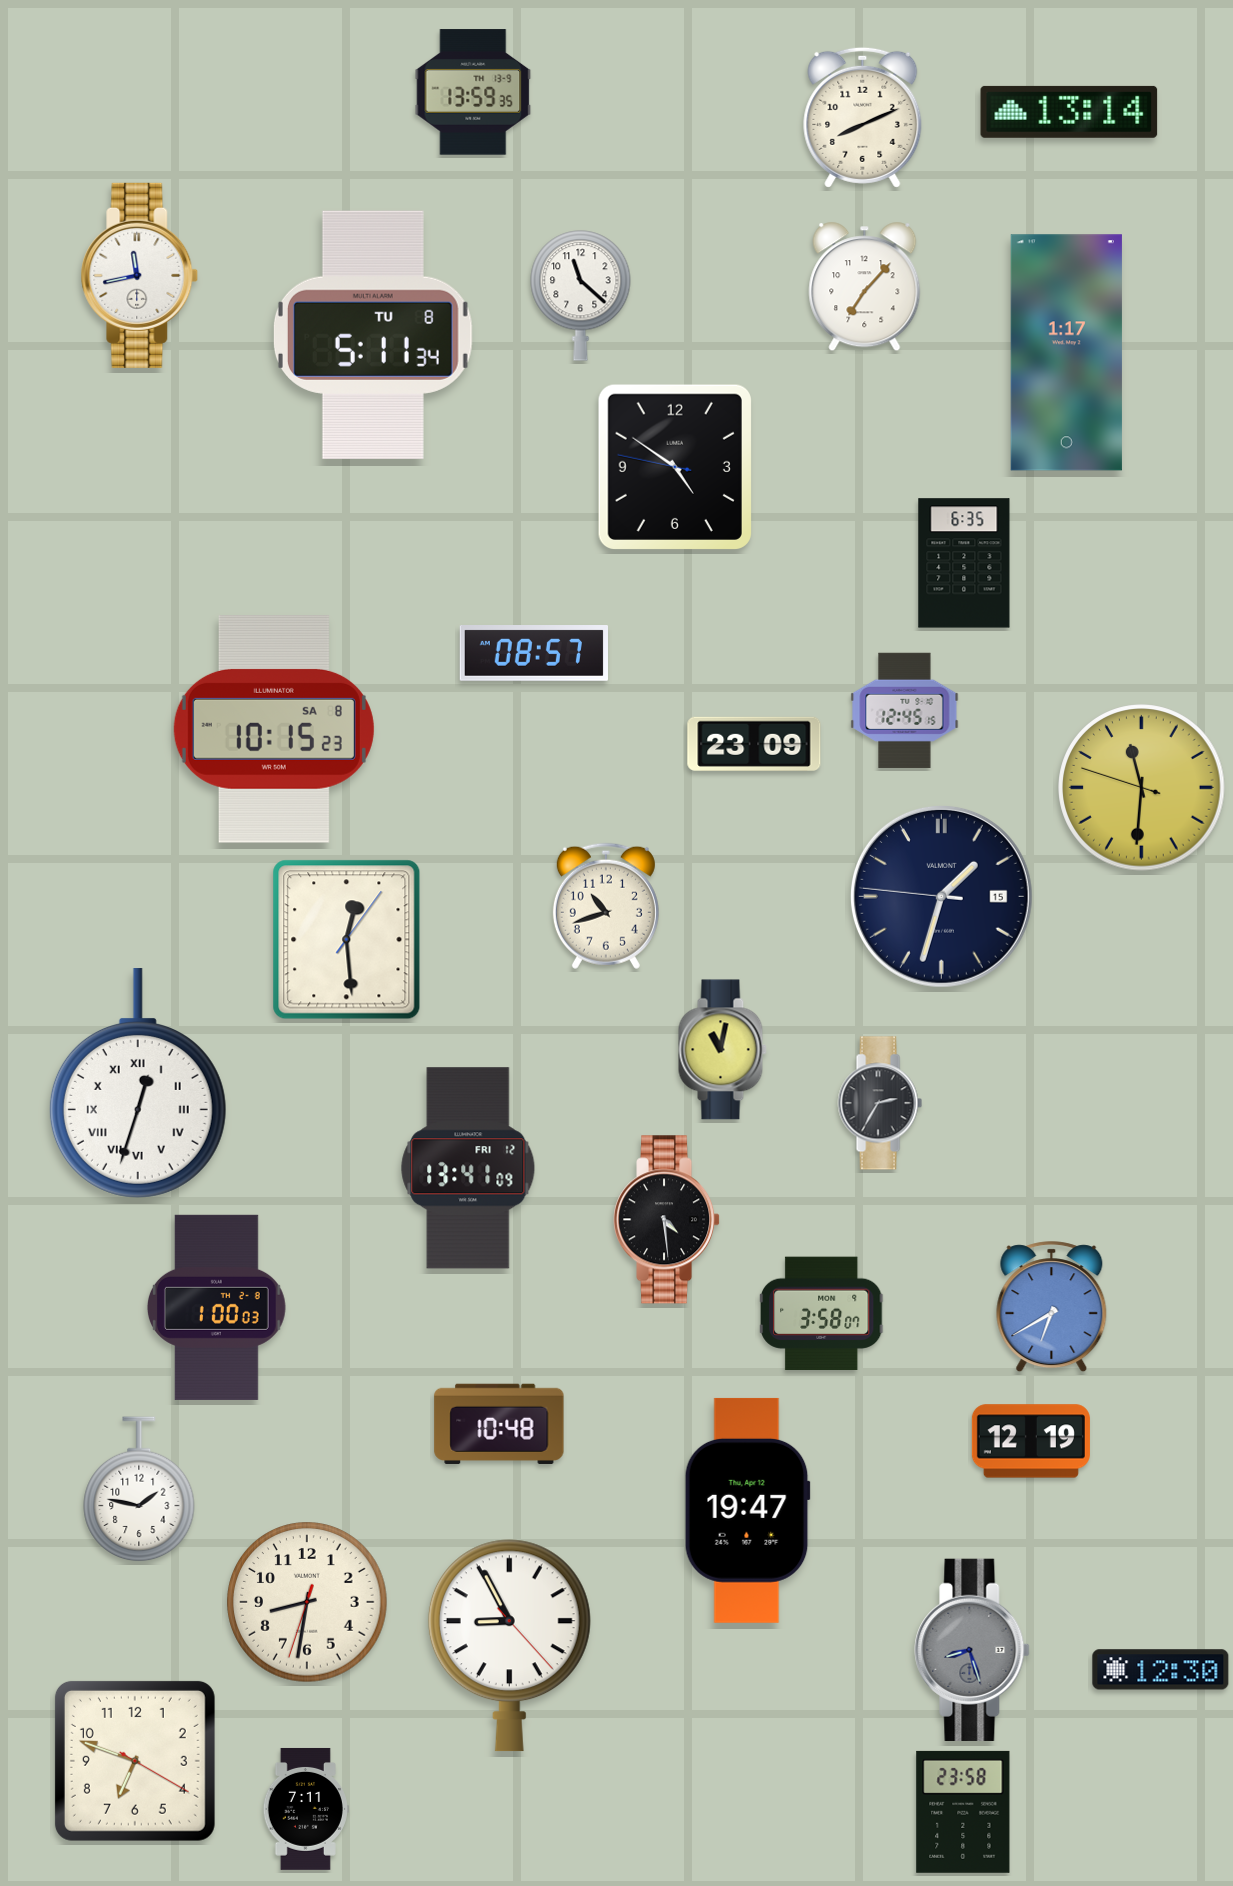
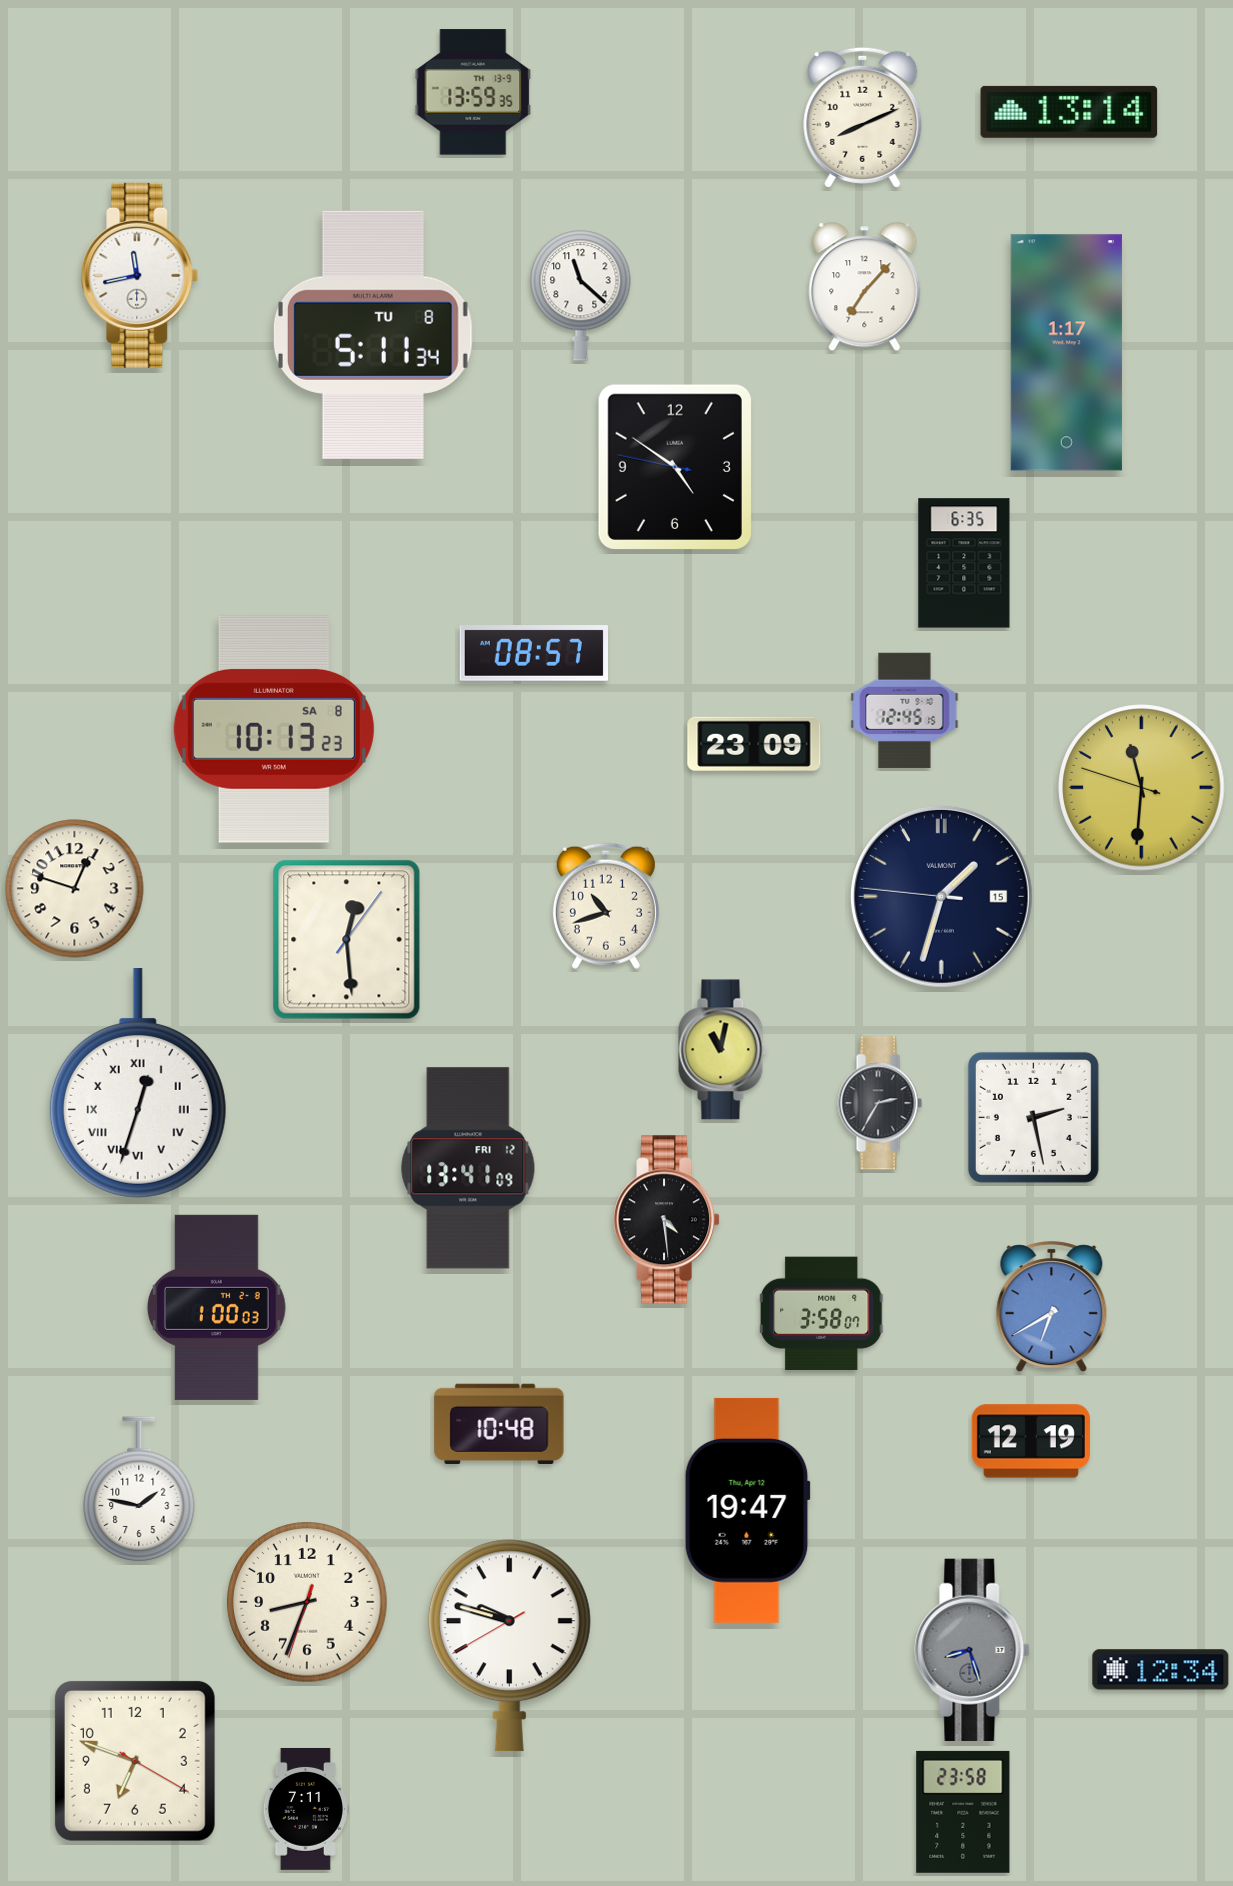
clock at (274, 730): 10:15 -> 10:13
clock at (75, 889): none -> 12:48
clock at (1033, 1117): none -> 2:28
clock at (307, 1602): 8:31 -> 8:33
clock at (509, 1646): 8:55 -> 9:47
clock at (1161, 1670): 12:30 -> 12:34
